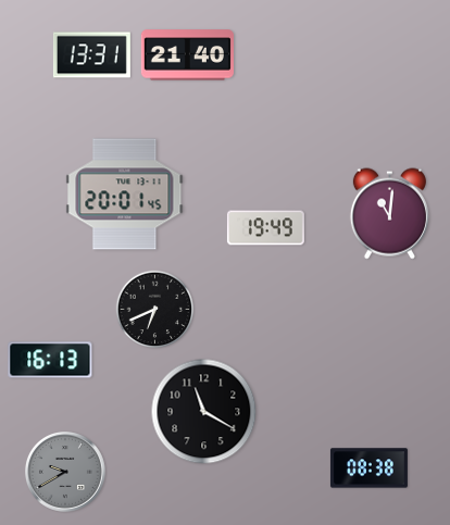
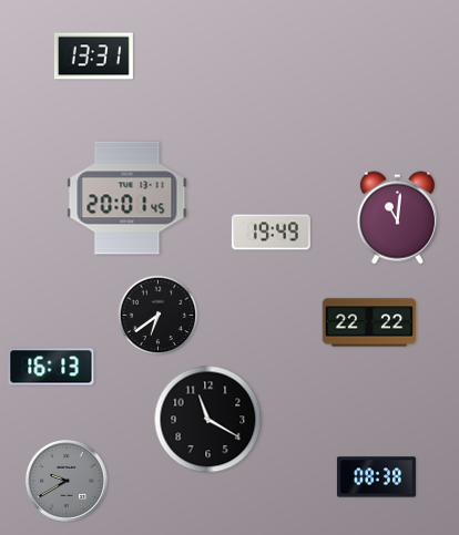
clock at (187, 55): 21:40 -> none
clock at (155, 310): 6:41 -> 6:39
clock at (369, 322): none -> 22:22
